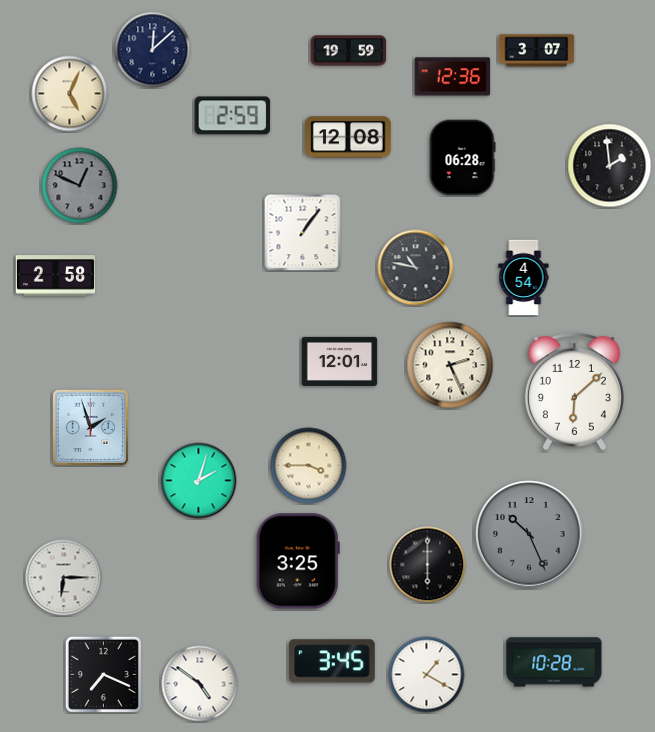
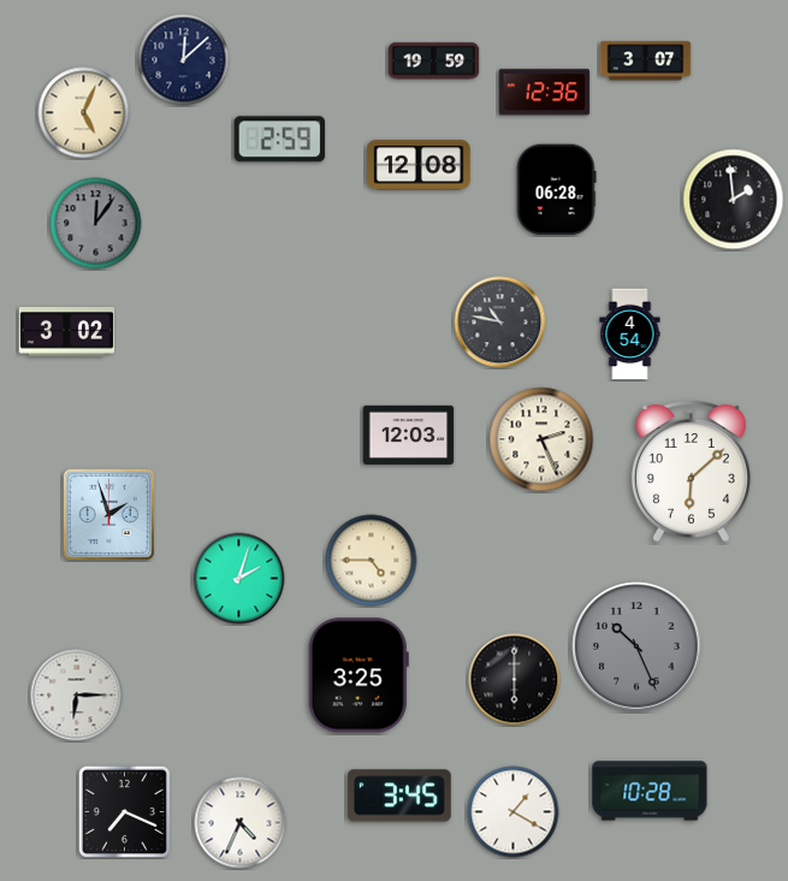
clock at (349, 51) position: (349, 51) -> (434, 61)
clock at (80, 186): 12:49 -> 12:06
clock at (303, 233): 1:06 -> none
clock at (55, 276): 2:58 -> 3:02
clock at (340, 361): 12:01 -> 12:03
clock at (309, 466): 3:45 -> 4:45
clock at (529, 534) position: (529, 534) -> (636, 646)
clock at (554, 662) position: (554, 662) -> (650, 791)
clock at (200, 684): 4:51 -> 4:34
